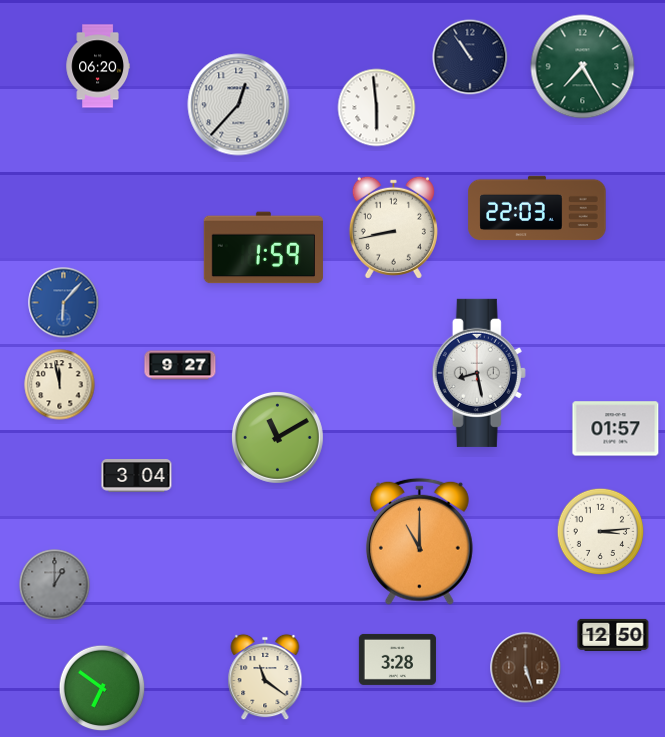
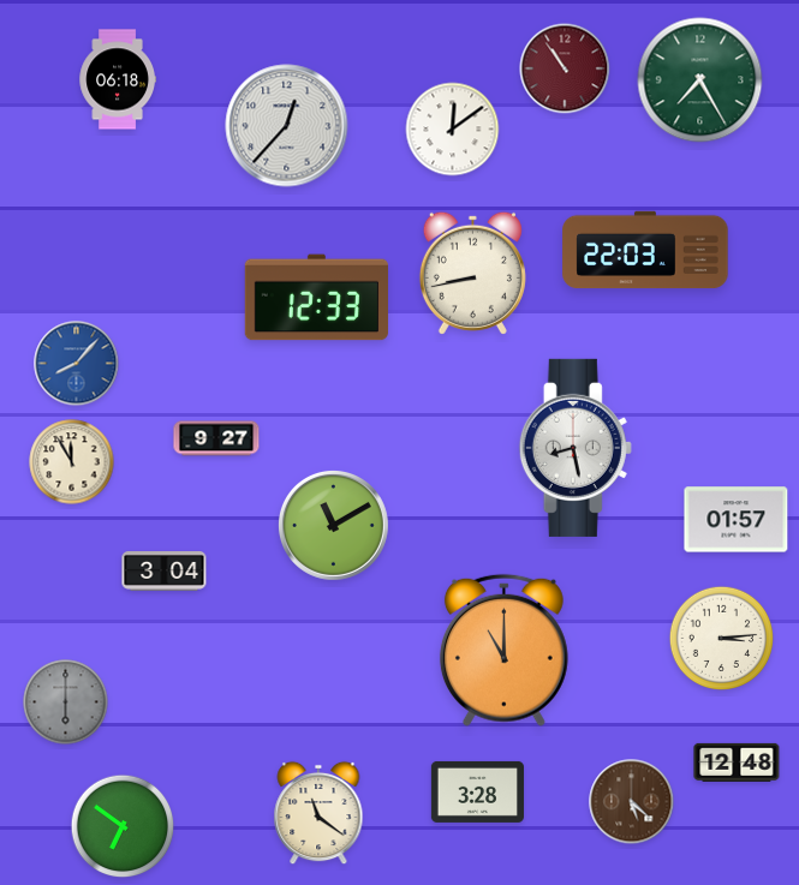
clock at (470, 57) dial: navy -> burgundy
clock at (98, 66): 06:20 -> 06:18
clock at (377, 108): 5:59 -> 12:09
clock at (263, 248): 1:59 -> 12:33
clock at (64, 303): 6:07 -> 8:07
clock at (60, 385): 11:58 -> 11:55
clock at (616, 429) position: (616, 429) -> (737, 520)
clock at (55, 585): 1:00 -> 6:00
clock at (613, 635): 12:50 -> 12:48
clock at (526, 668): 5:27 -> 5:22
